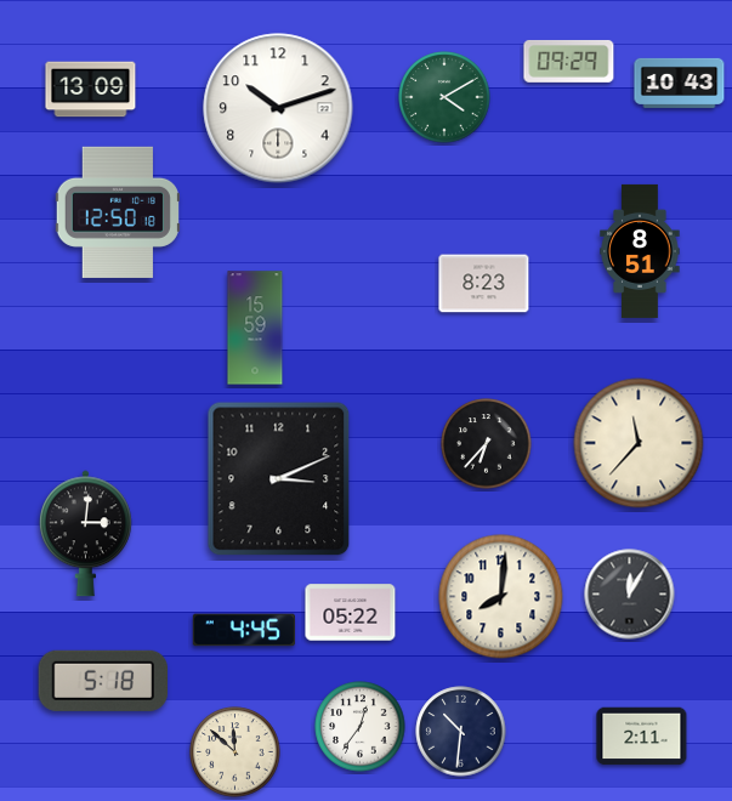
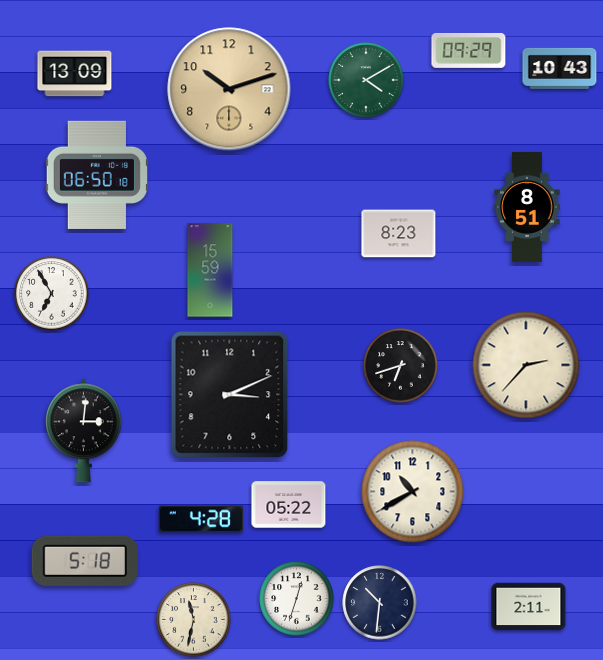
clock at (278, 108) dial: white -> champagne
clock at (118, 212): 12:50 -> 06:50
clock at (52, 294): none -> 6:55
clock at (639, 443): 11:37 -> 2:37
clock at (487, 444): 6:37 -> 6:42
clock at (85, 534) position: (85, 534) -> (83, 431)
clock at (630, 595): 12:05 -> none
clock at (501, 597): 8:01 -> 10:40
clock at (244, 630): 4:45 -> 4:28
clock at (361, 727): 12:36 -> 12:33
clock at (236, 752): 11:52 -> 11:32
